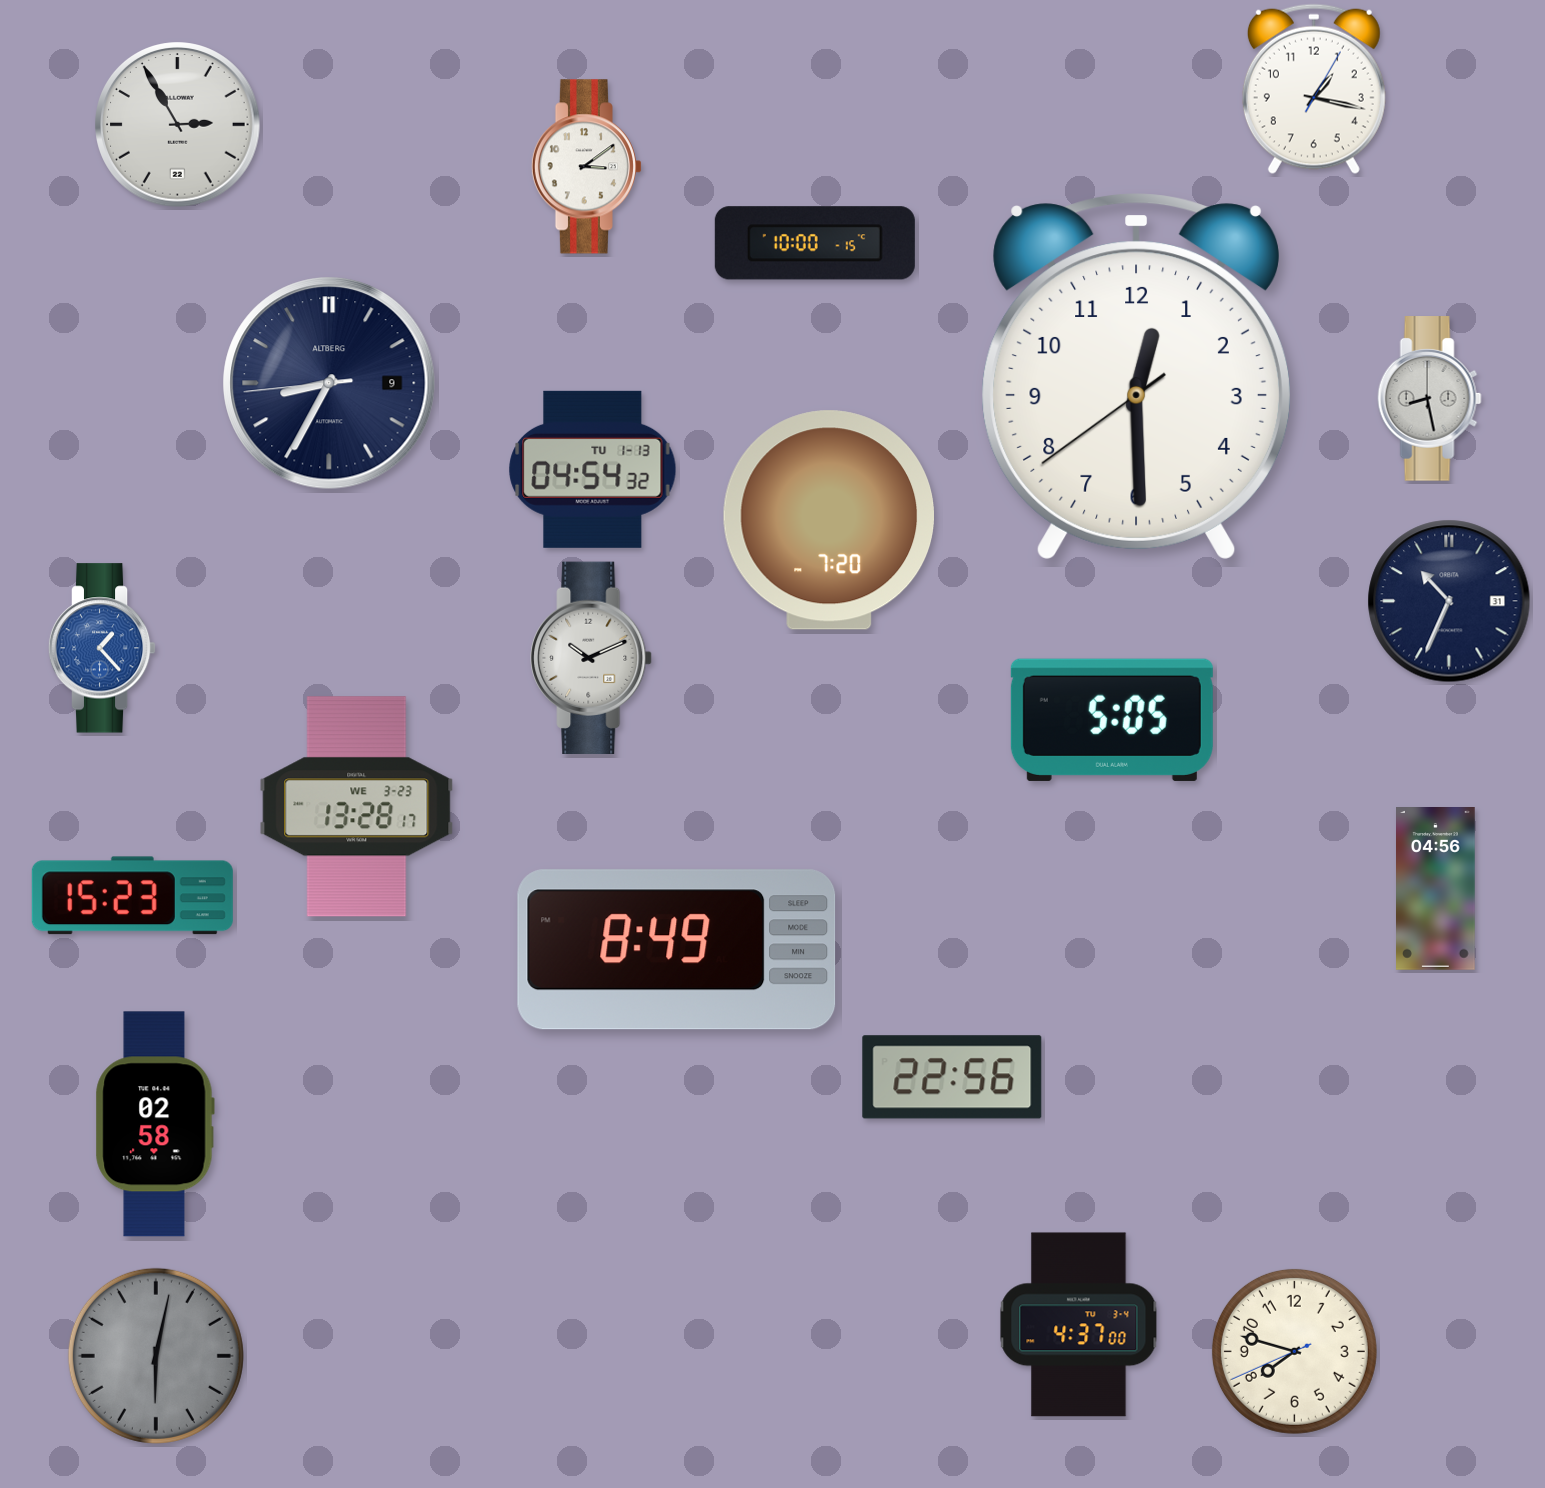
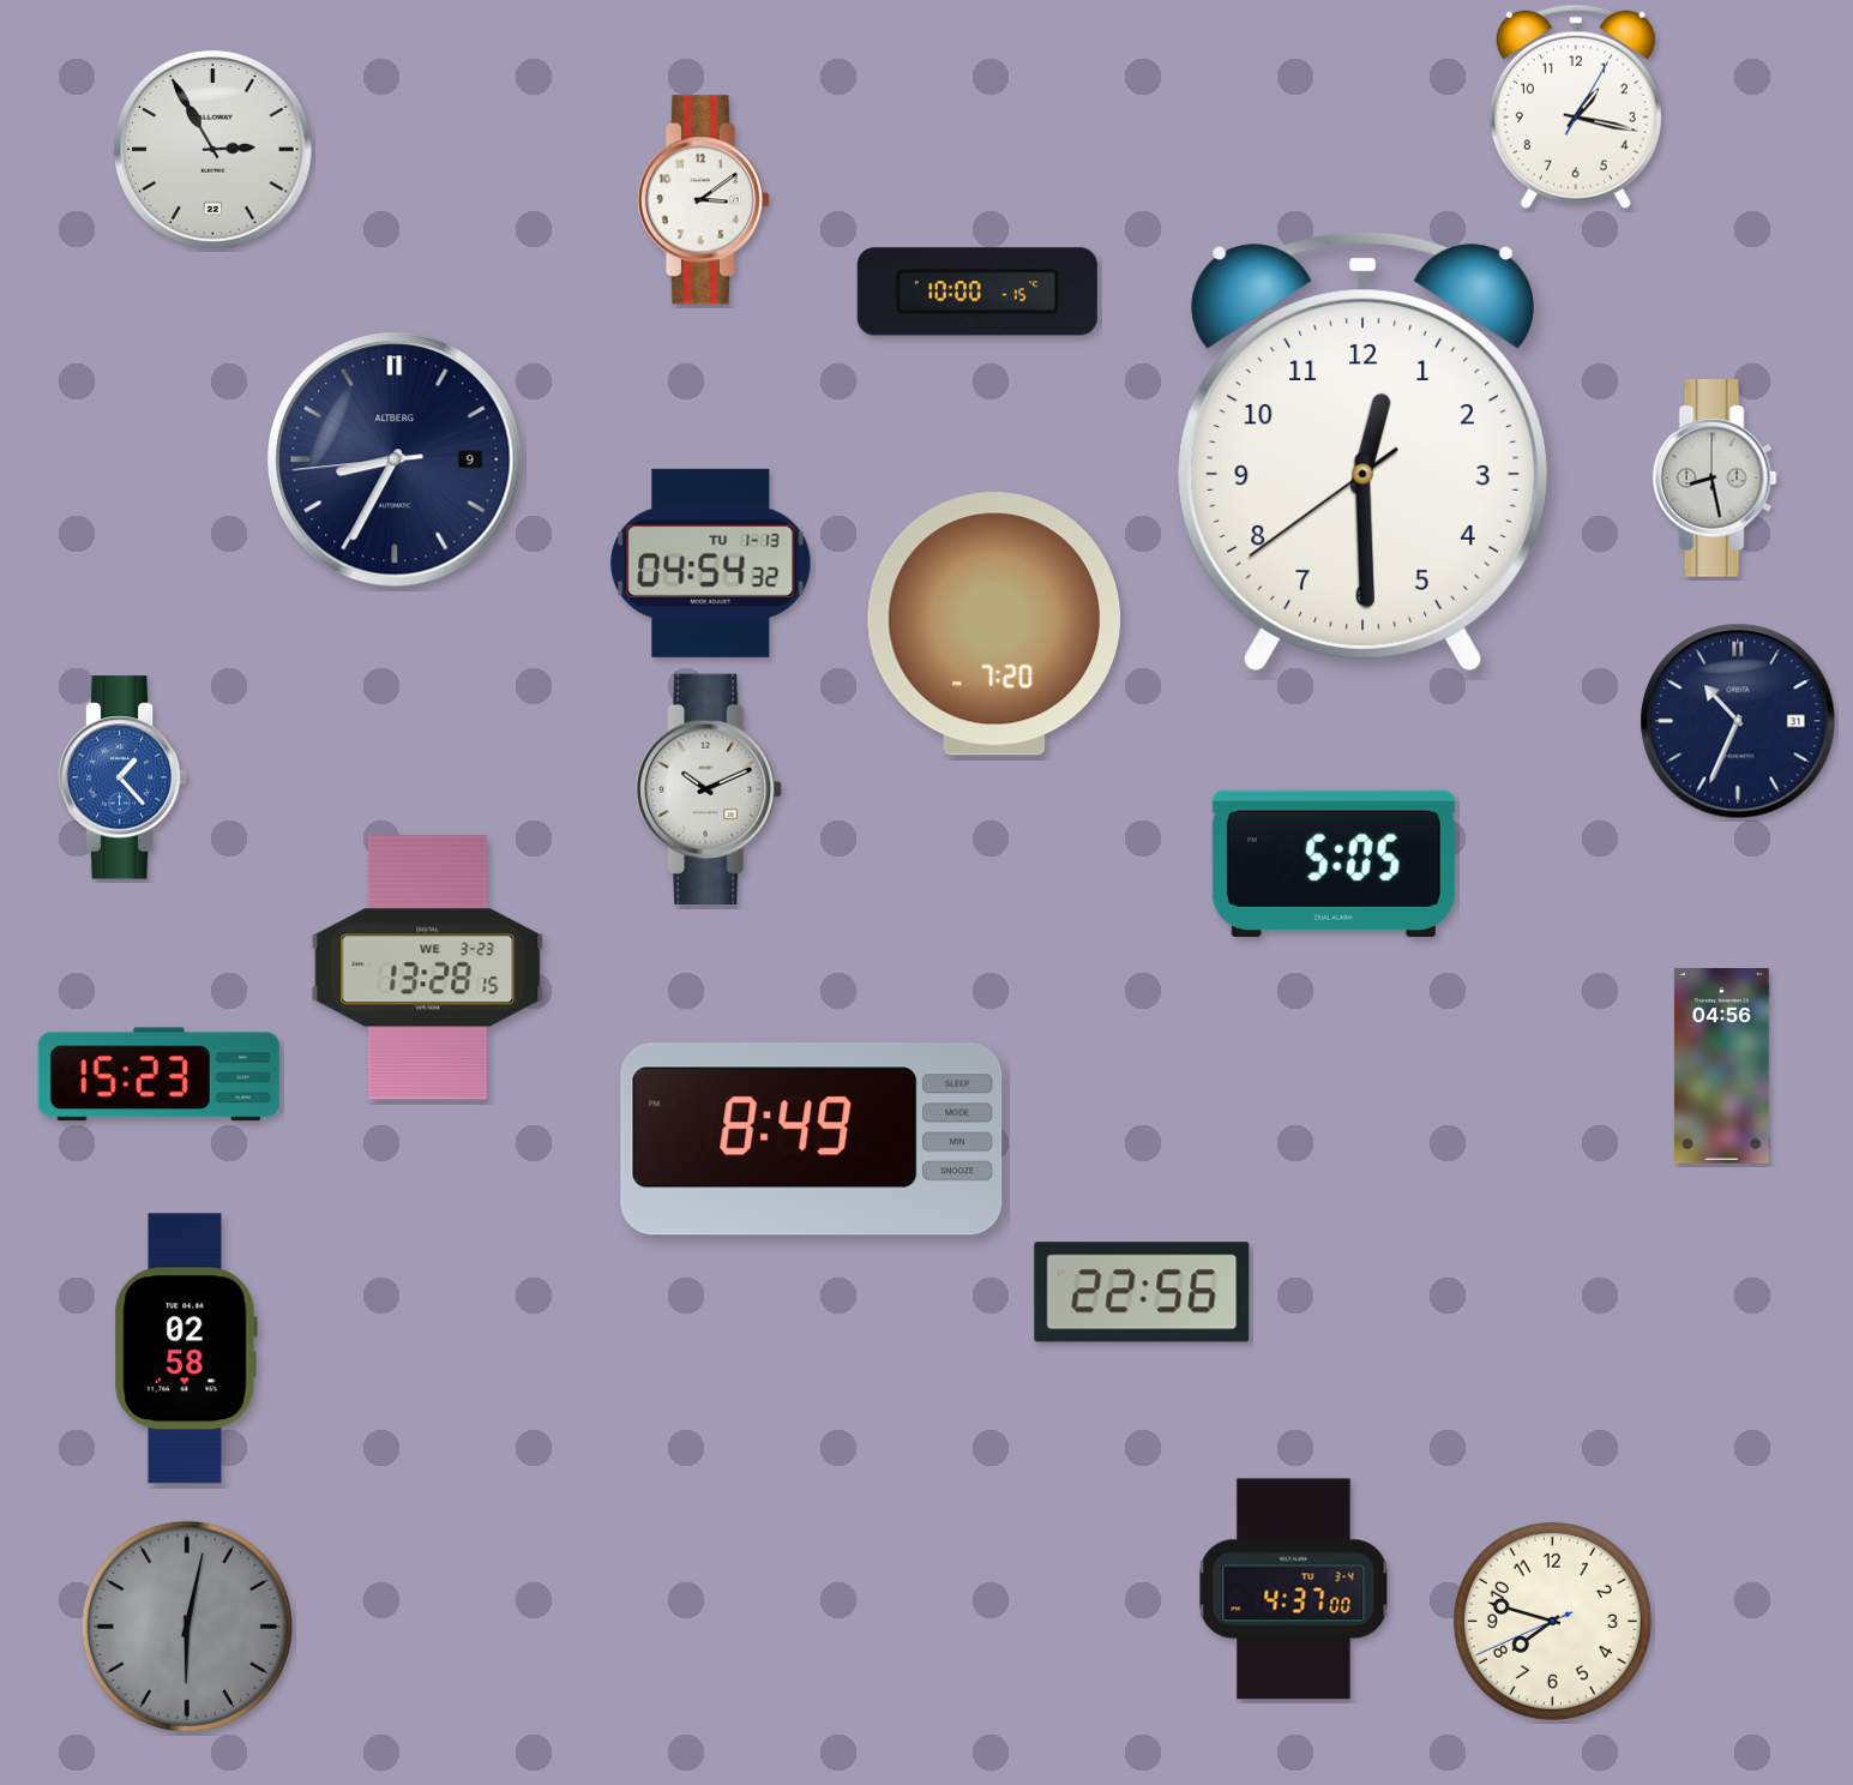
clock at (357, 807): 13:28:17 -> 13:28:15
